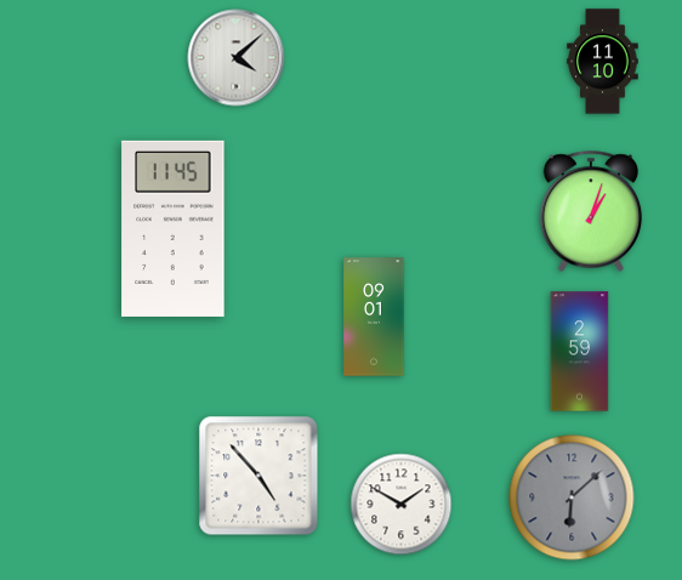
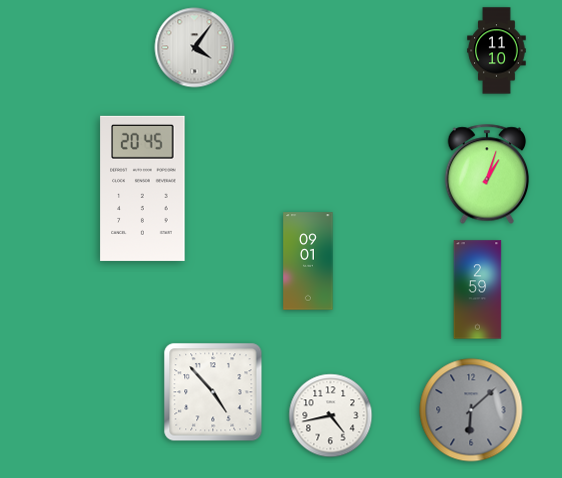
clock at (237, 58): 4:08 -> 4:06
clock at (174, 228): 11:45 -> 20:45
clock at (402, 505): 1:50 -> 4:43
